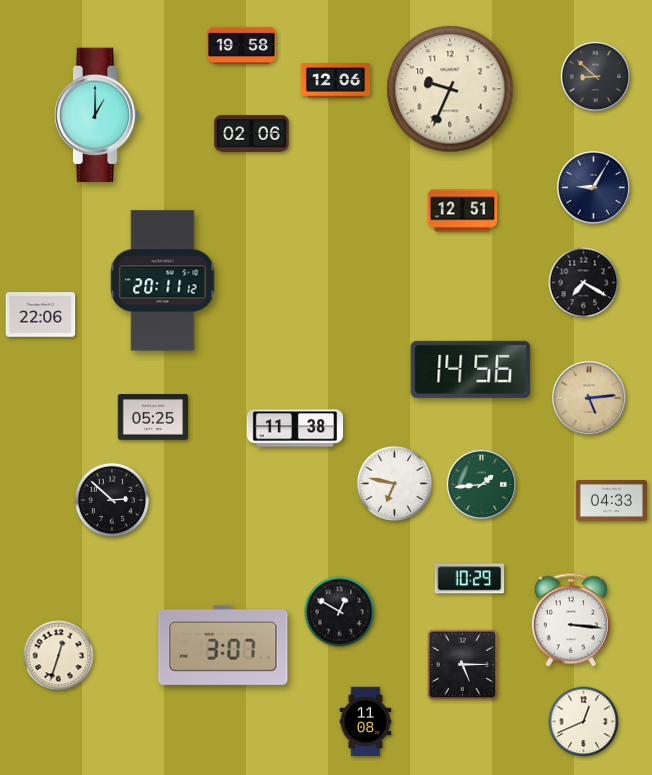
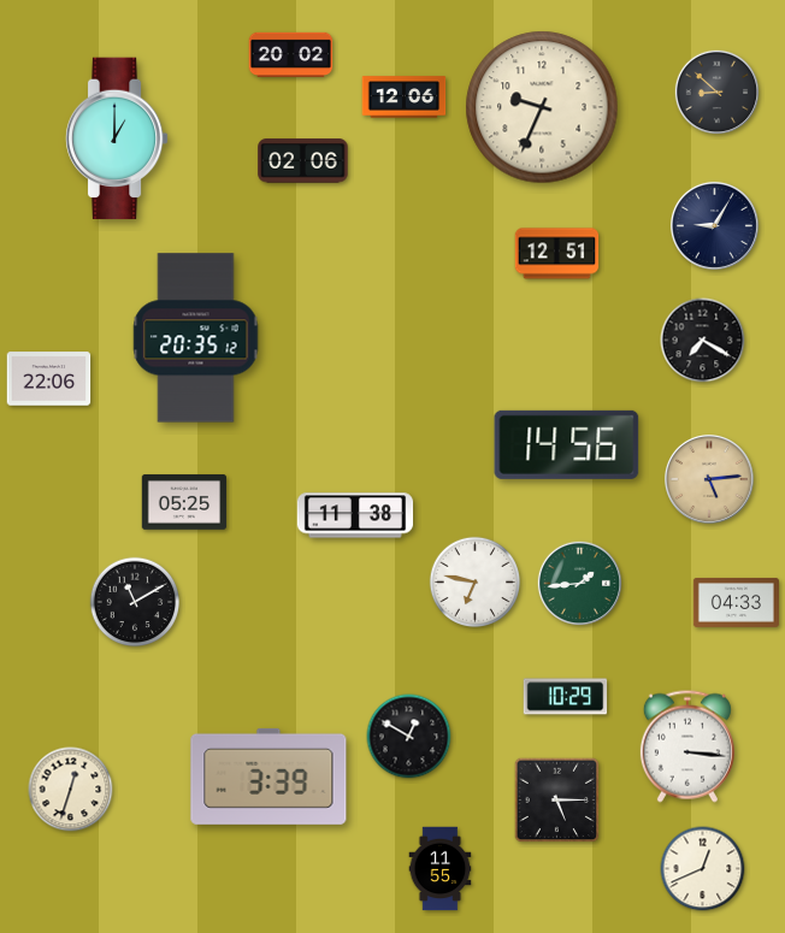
clock at (242, 46): 19:58 -> 20:02
clock at (163, 281): 20:11 -> 20:35
clock at (112, 500): 2:52 -> 11:10
clock at (223, 645): 3:07 -> 3:39
clock at (366, 722): 11:08 -> 11:55
